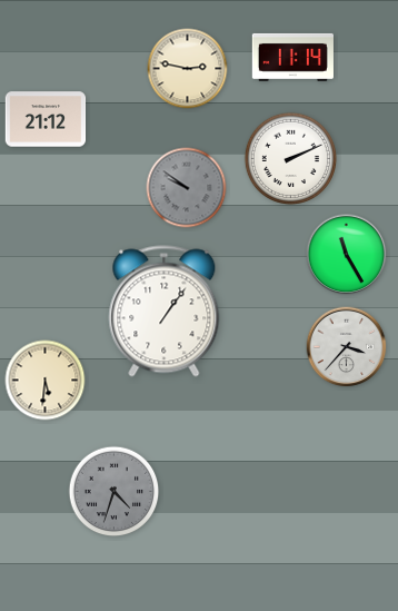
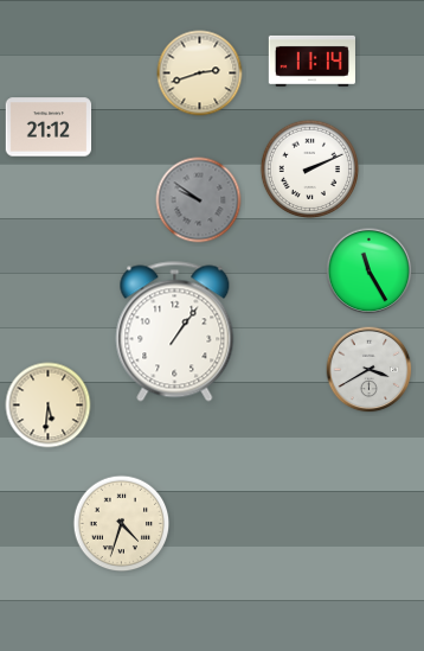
clock at (188, 69): 2:47 -> 2:42
clock at (347, 347): 3:37 -> 3:40
clock at (115, 492) dial: grey -> cream
